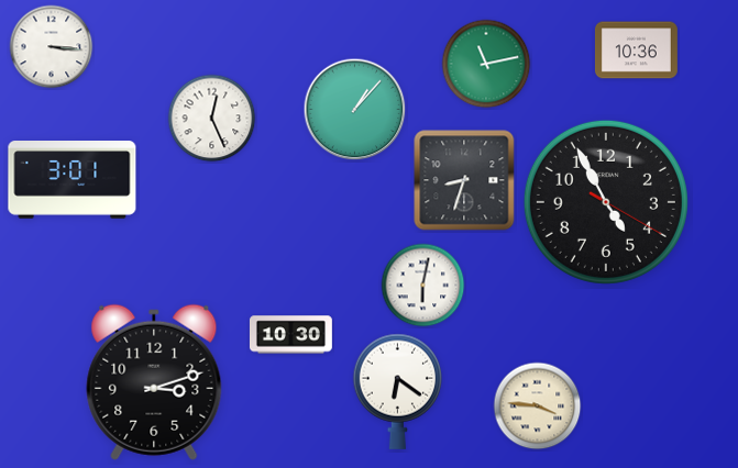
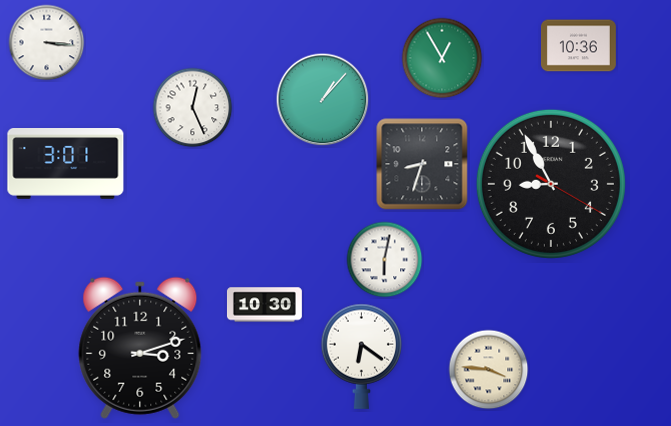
clock at (486, 64): 11:13 -> 12:55
clock at (606, 202): 4:55 -> 8:55
